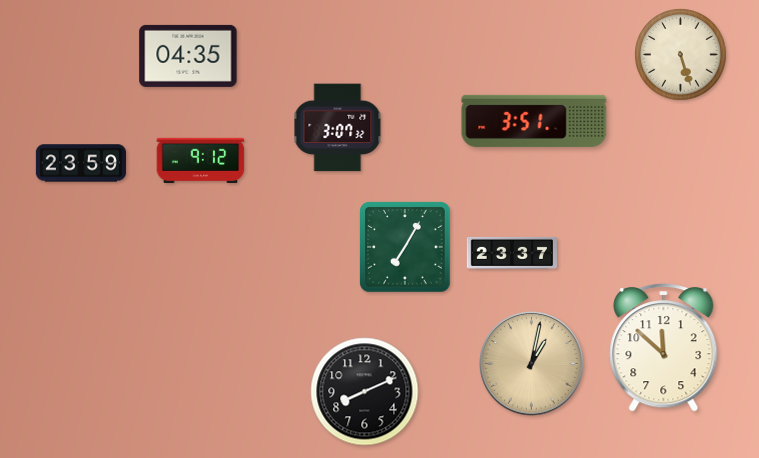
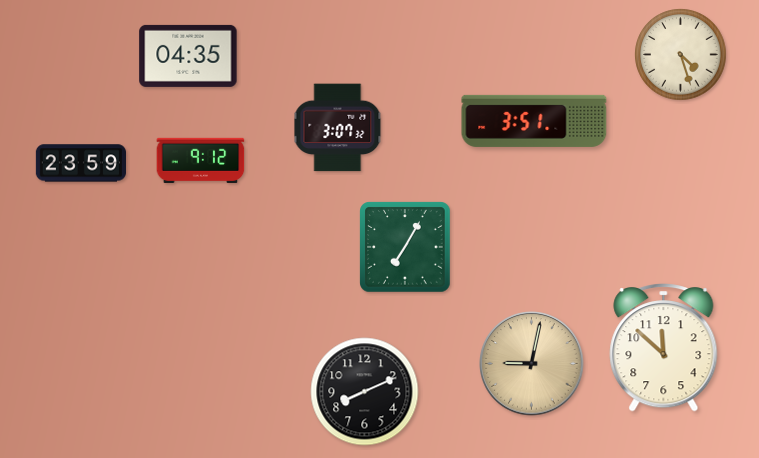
clock at (681, 55): 5:27 -> 4:27
clock at (512, 253): 23:37 -> none
clock at (532, 364): 1:02 -> 9:02
